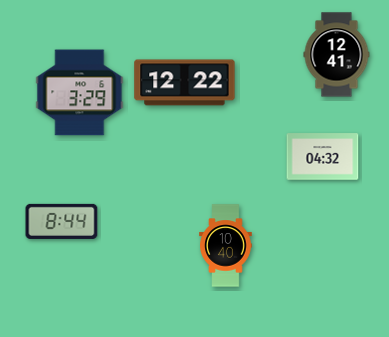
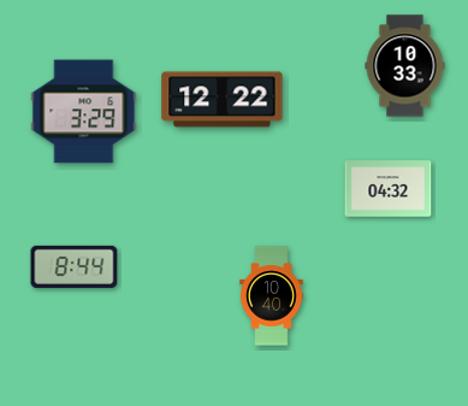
clock at (337, 55): 12:41 -> 10:33
clock at (80, 93) position: (80, 93) -> (84, 112)
